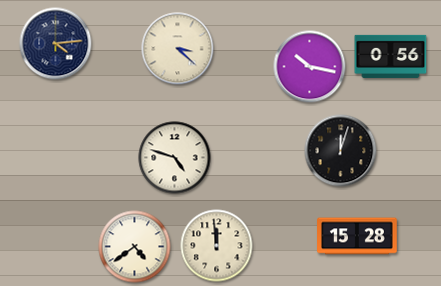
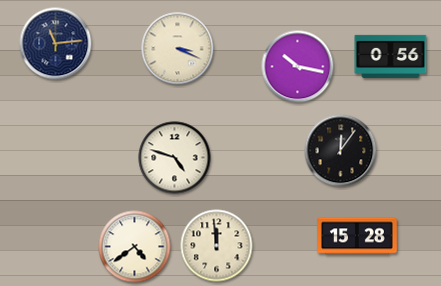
clock at (56, 44): 4:14 -> 11:14
clock at (178, 49): 3:22 -> 3:19
clock at (310, 67) position: (310, 67) -> (298, 67)
clock at (341, 151): 12:03 -> 12:06
